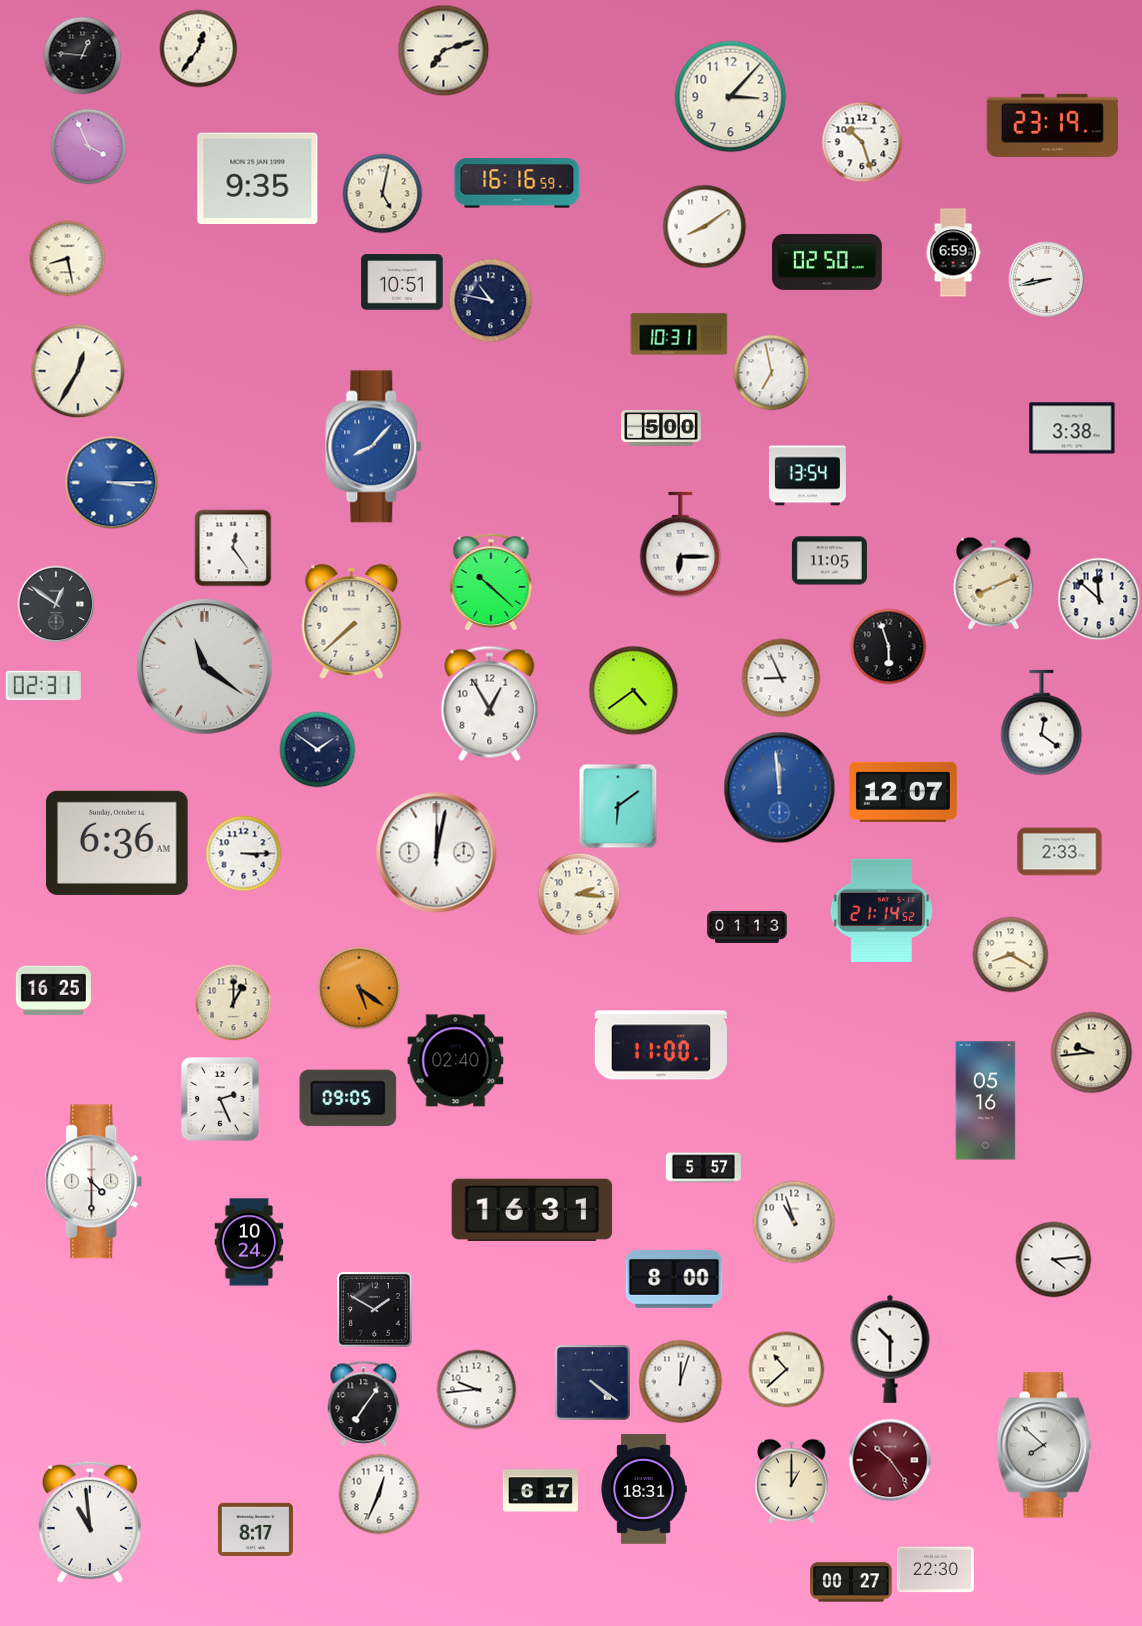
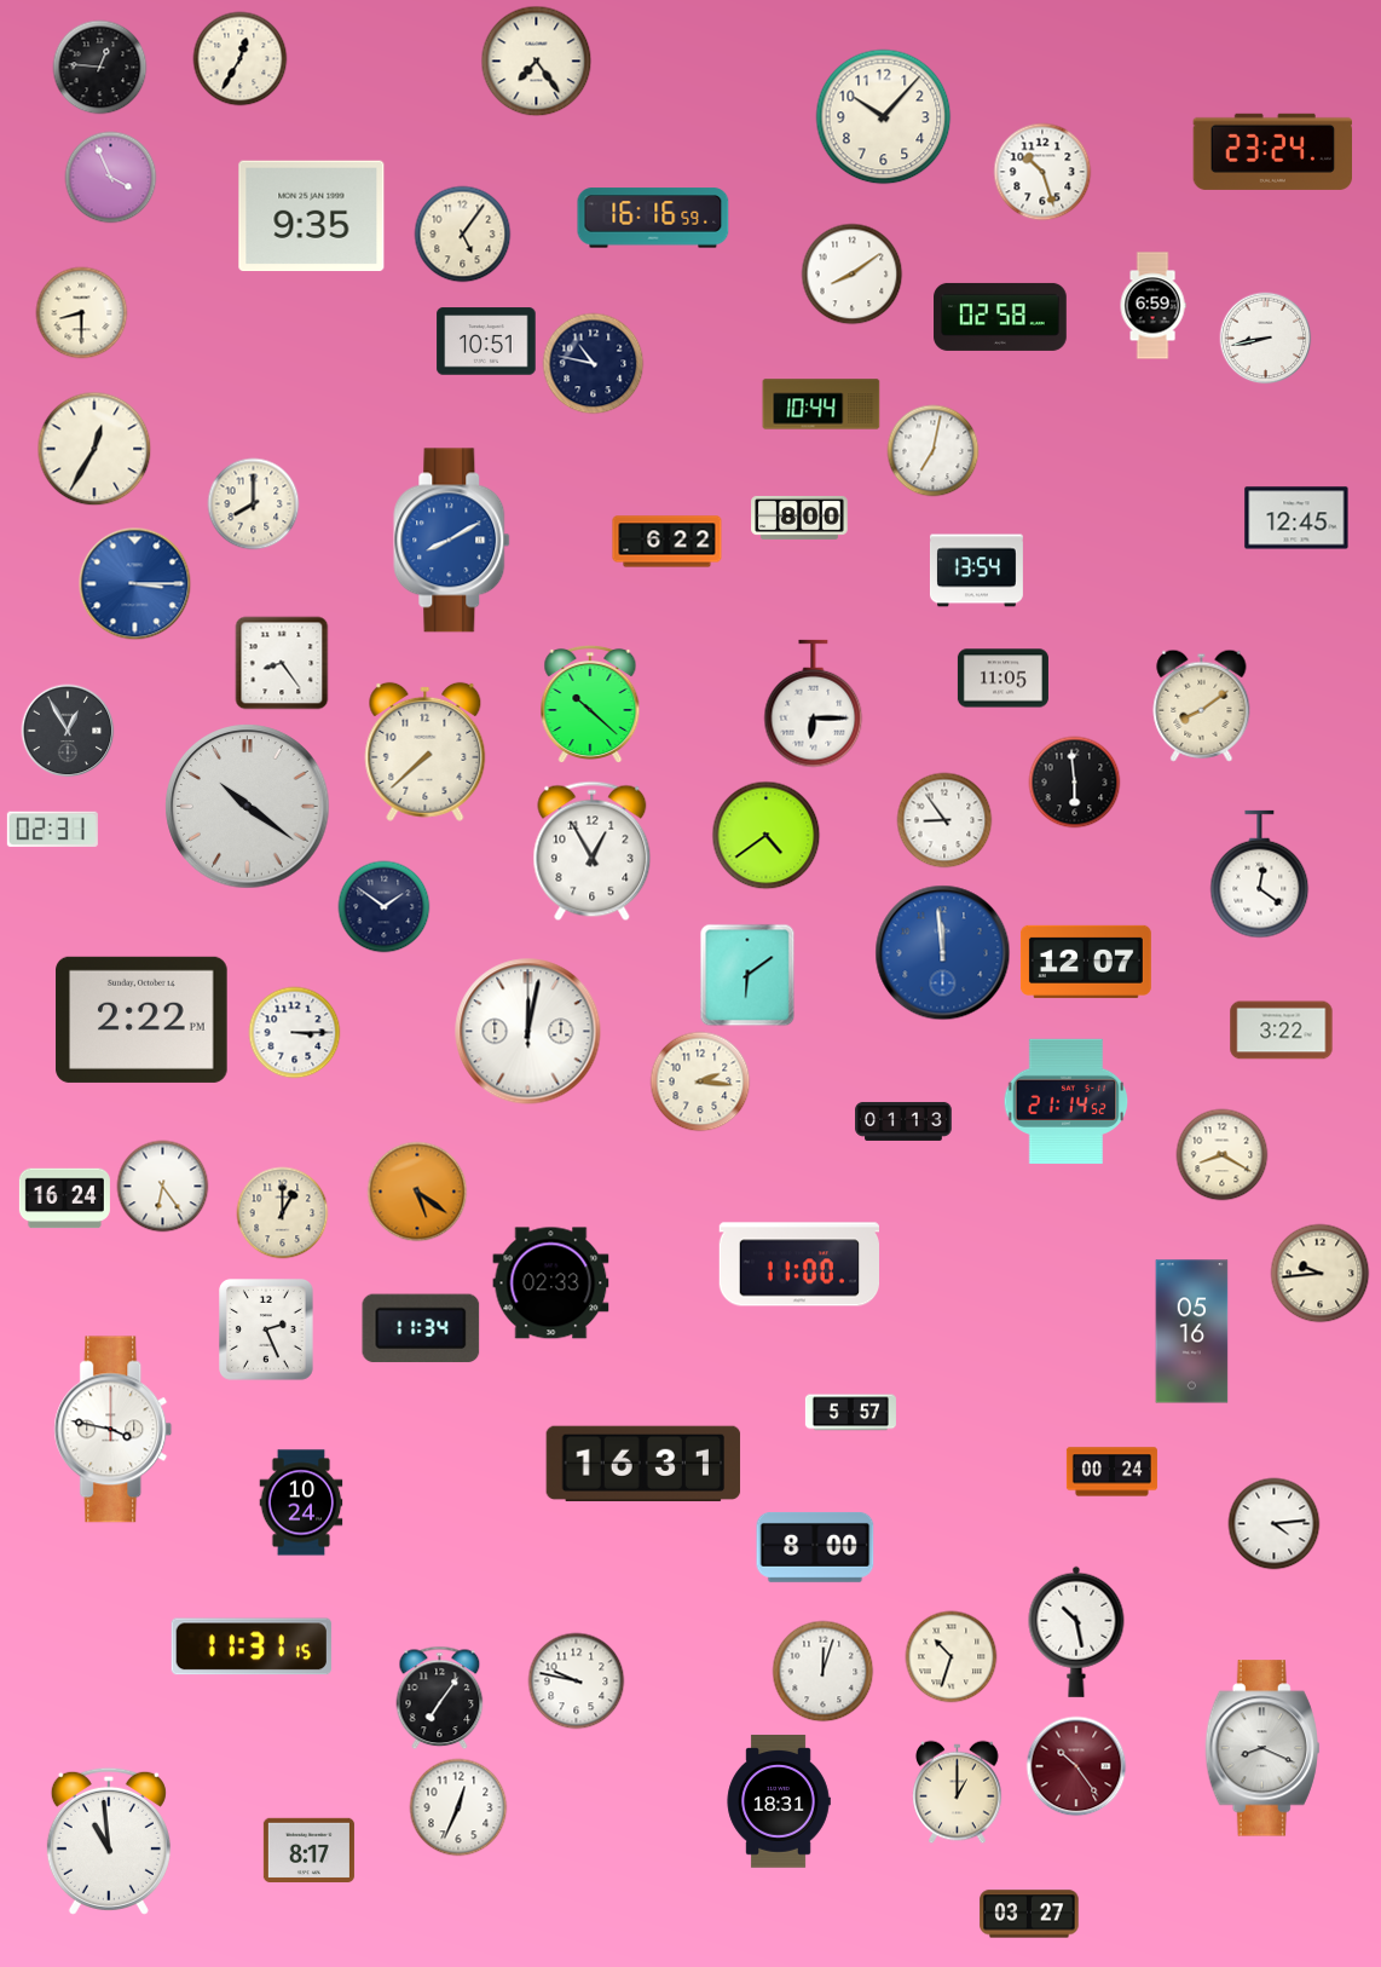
clock at (199, 49): 12:36 -> 12:35
clock at (444, 51): 7:12 -> 7:24
clock at (731, 97): 3:07 -> 10:07
clock at (1053, 125): 23:19 -> 23:24
clock at (89, 147) position: (89, 147) -> (111, 178)
clock at (517, 183) position: (517, 183) -> (653, 218)
clock at (383, 194): 5:02 -> 5:06
clock at (68, 259): 8:28 -> 8:30
clock at (827, 262): 02:50 -> 02:58
clock at (679, 334): 10:31 -> 10:44
clock at (772, 373): 6:58 -> 7:02
clock at (254, 504): none -> 8:00
clock at (661, 428): 5:00 -> 8:00
clock at (1072, 428): 3:38 -> 12:45
clock at (374, 447): 8:07 -> 8:10
clock at (668, 542): none -> 6:22
clock at (807, 476) position: (807, 476) -> (976, 571)
clock at (681, 545) position: (681, 545) -> (814, 704)
clock at (233, 548): 12:24 -> 8:24
clock at (491, 581) position: (491, 581) -> (590, 703)
clock at (994, 583): 8:11 -> 8:09
clock at (1099, 599): 11:52 -> none
clock at (56, 604): 12:51 -> 12:55
clock at (889, 647): 5:57 -> 5:59
clock at (205, 667): 11:21 -> 10:21
clock at (781, 678): 8:56 -> 8:54
clock at (903, 792) position: (903, 792) -> (1086, 962)
clock at (117, 843): 6:36 -> 2:22
clock at (1060, 852): 2:33 -> 3:22
clock at (163, 1187): none -> 6:24
clock at (359, 988) position: (359, 988) -> (417, 1192)
clock at (53, 991): 16:25 -> 16:24
clock at (456, 1061): 02:40 -> 02:33
clock at (348, 1098): 09:05 -> 11:34
clock at (94, 1182): 4:30 -> 3:47
clock at (1111, 1472): none -> 00:24
clock at (794, 1222): 10:57 -> none
clock at (375, 1310): 1:50 -> none
clock at (890, 1349): 10:30 -> 10:28
clock at (252, 1646): none -> 11:31
clock at (787, 1370): 10:38 -> 10:33
clock at (593, 1383): 4:21 -> none
clock at (477, 1390): 9:44 -> 9:47
clock at (1044, 1445): 7:52 -> 8:19
clock at (540, 1491): 6:17 -> none
clock at (935, 1570): 22:30 -> none
clock at (851, 1582): 00:27 -> 03:27
